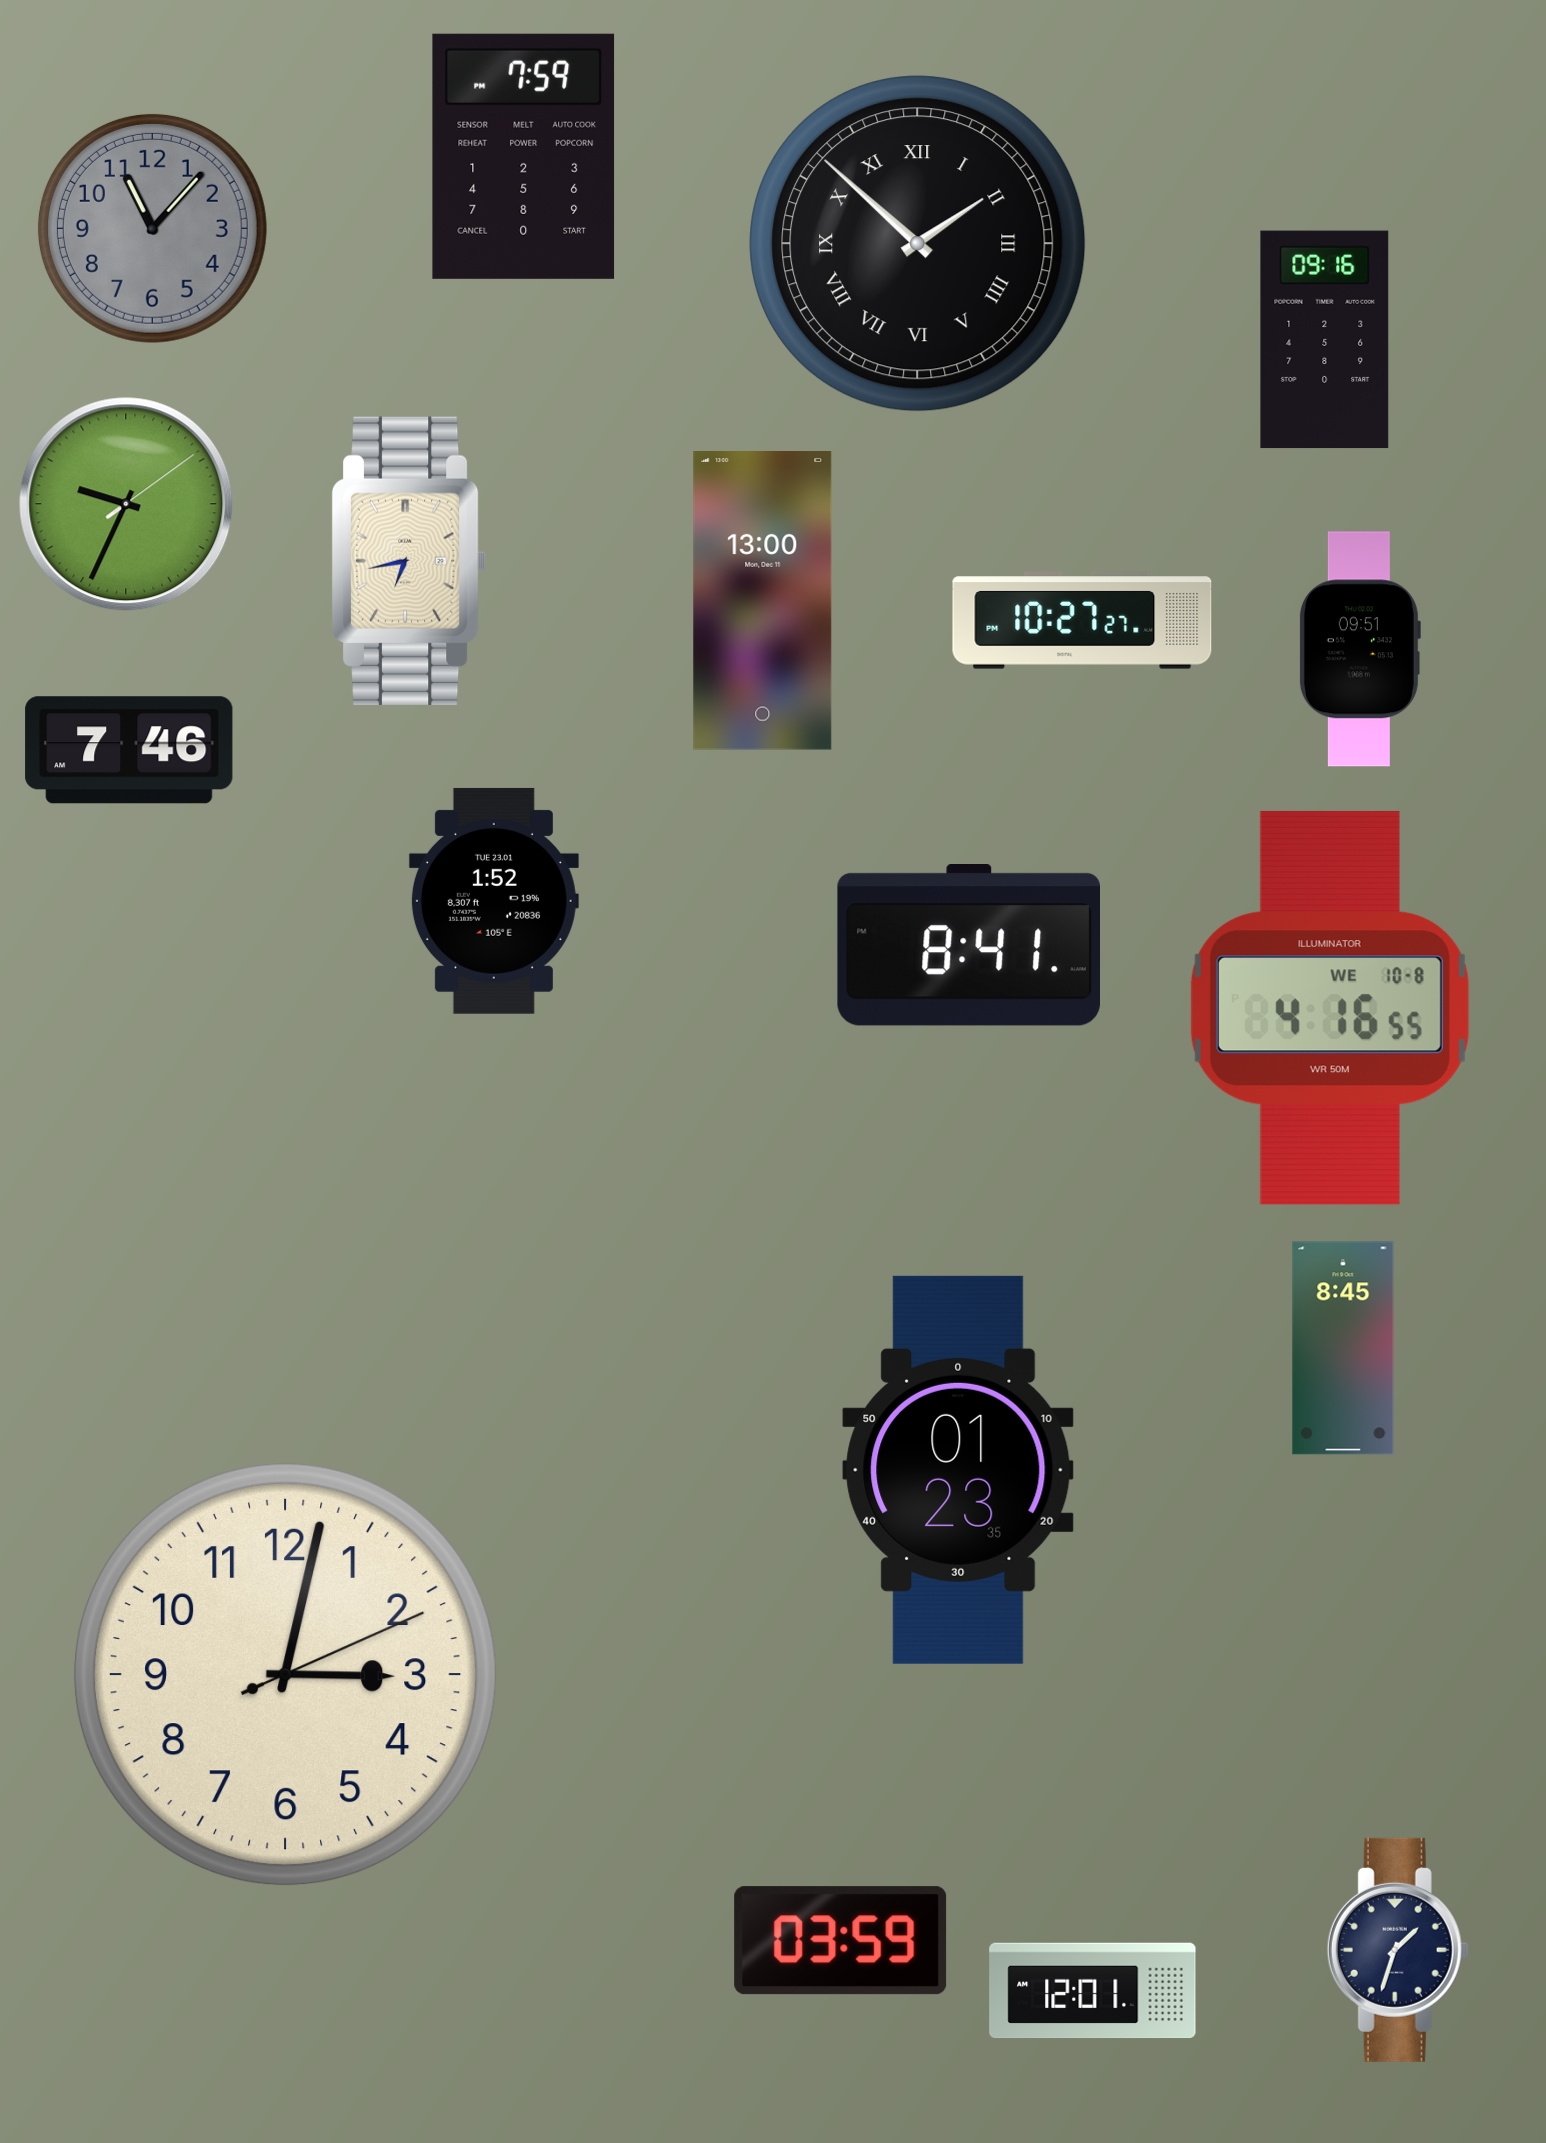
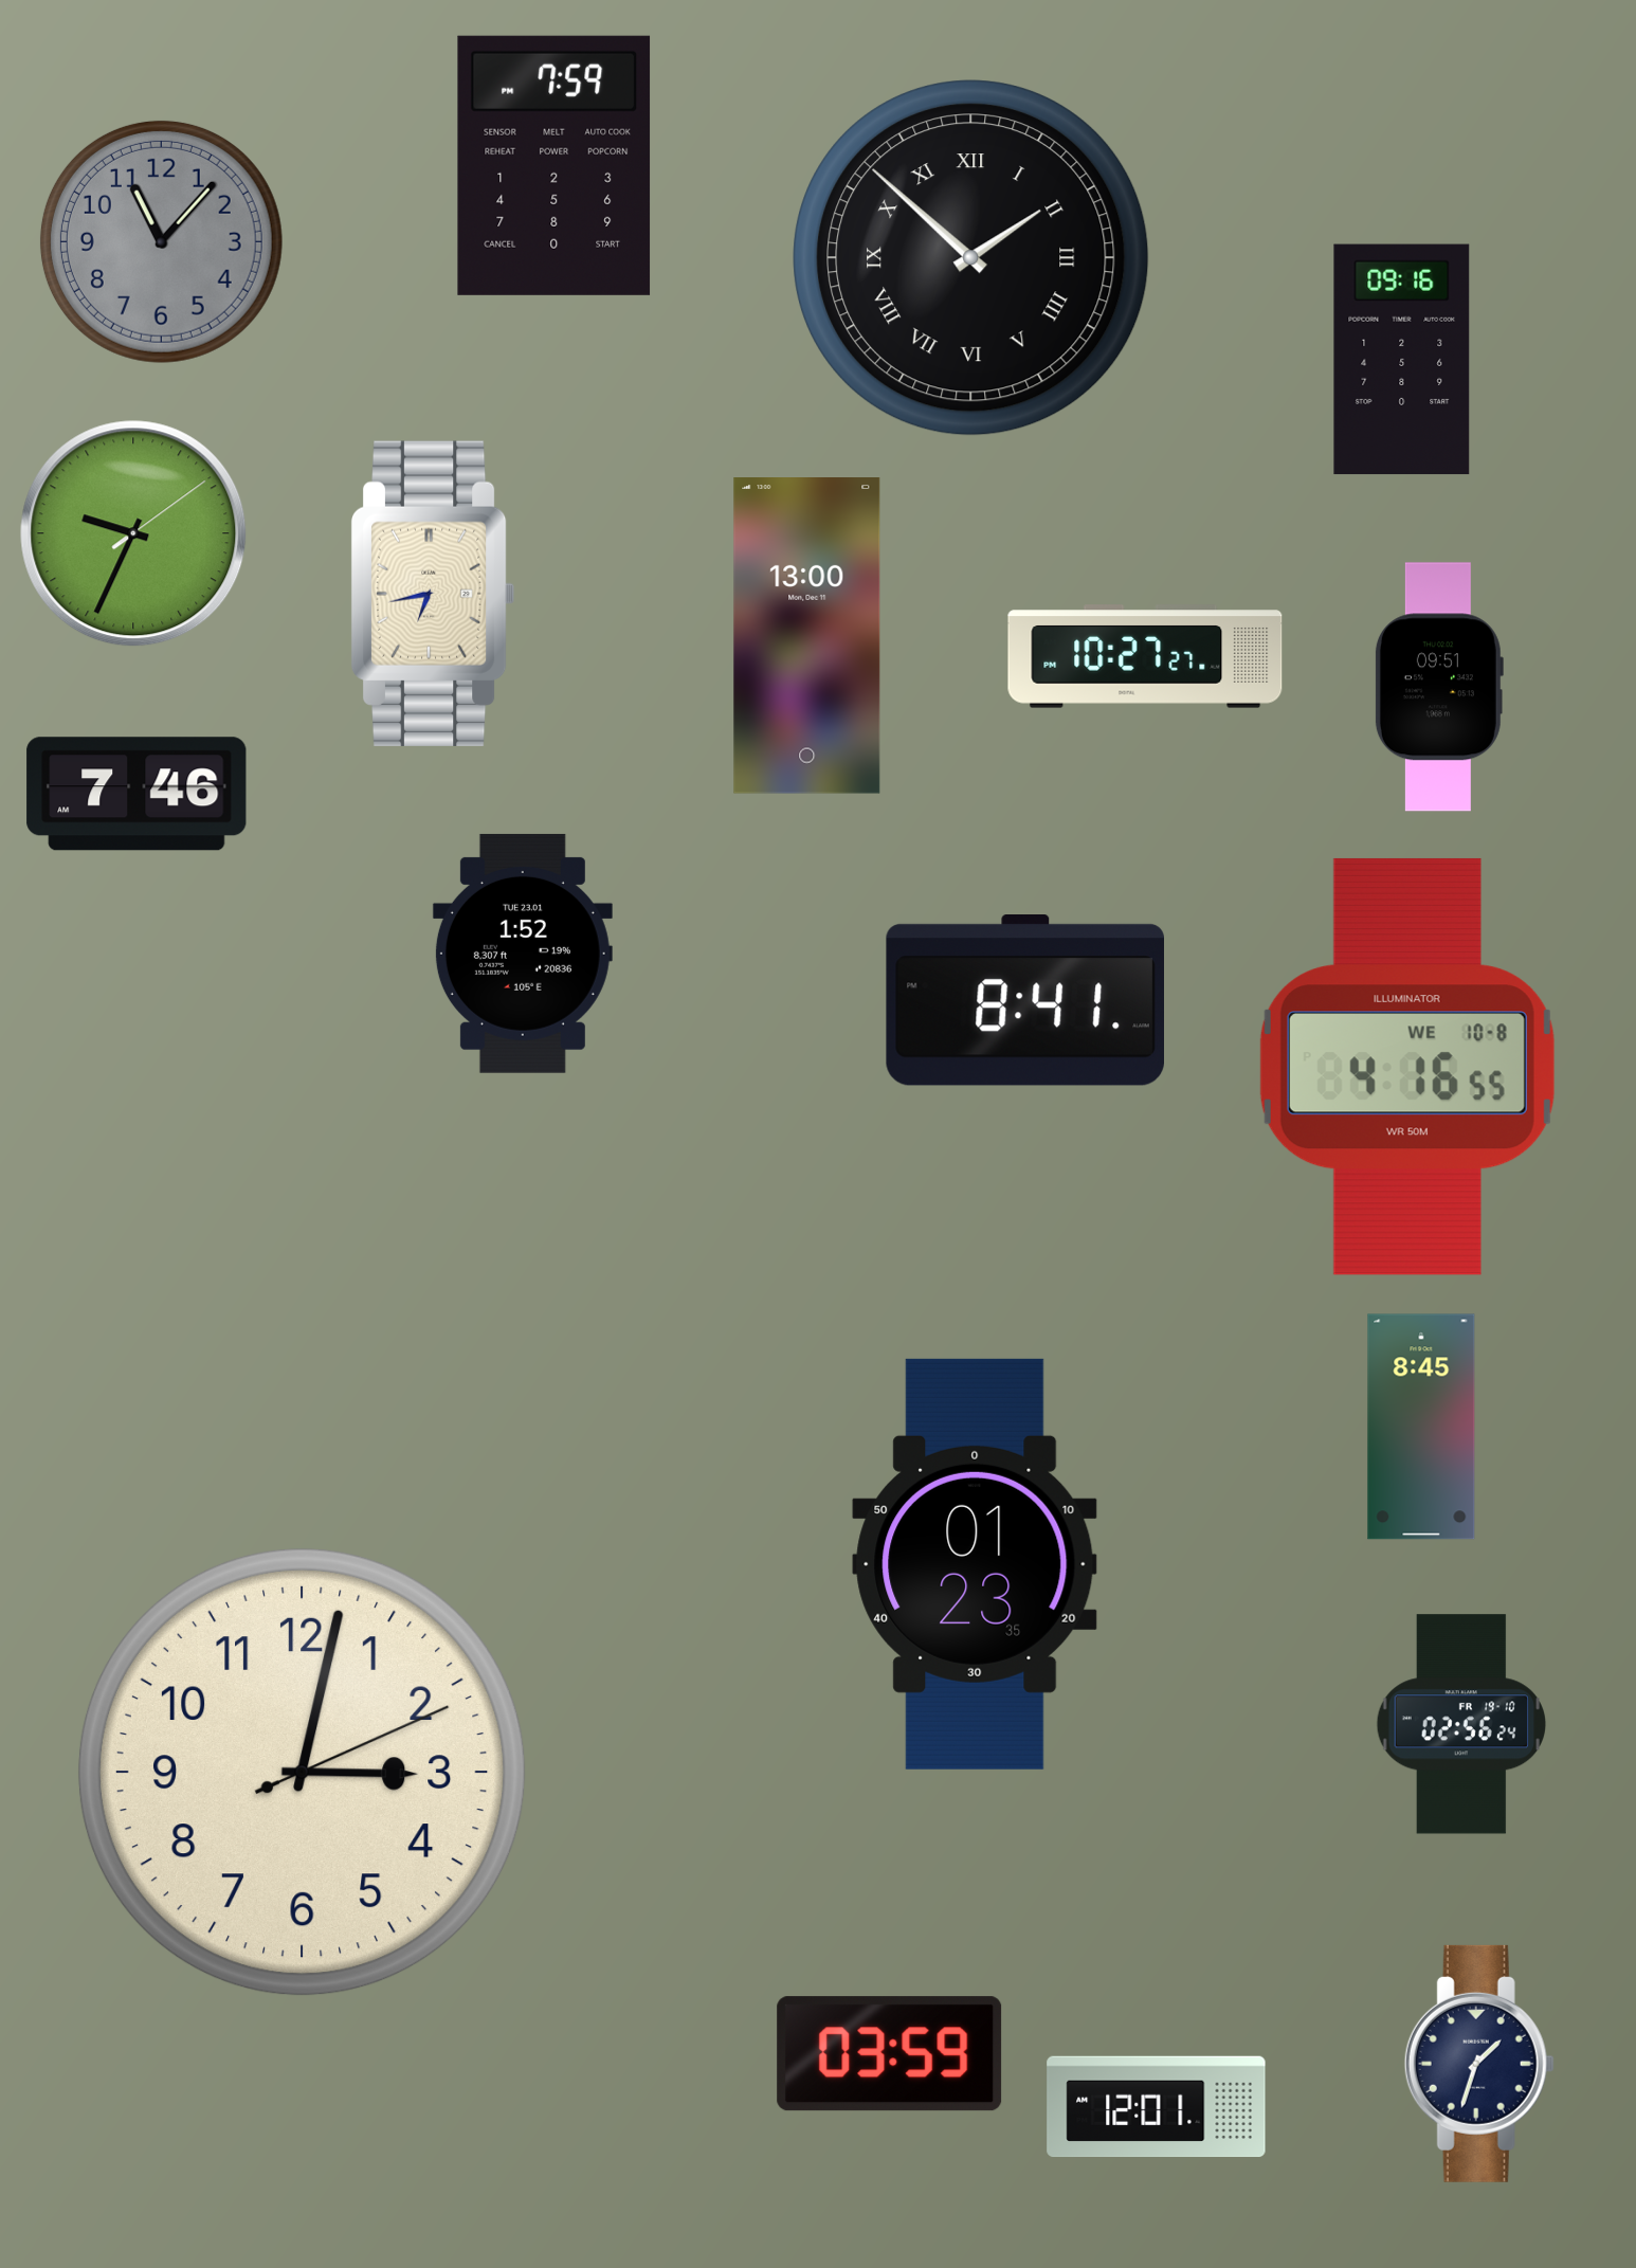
clock at (958, 1470) position: (958, 1470) -> (975, 1564)
clock at (1460, 1724): none -> 02:56
